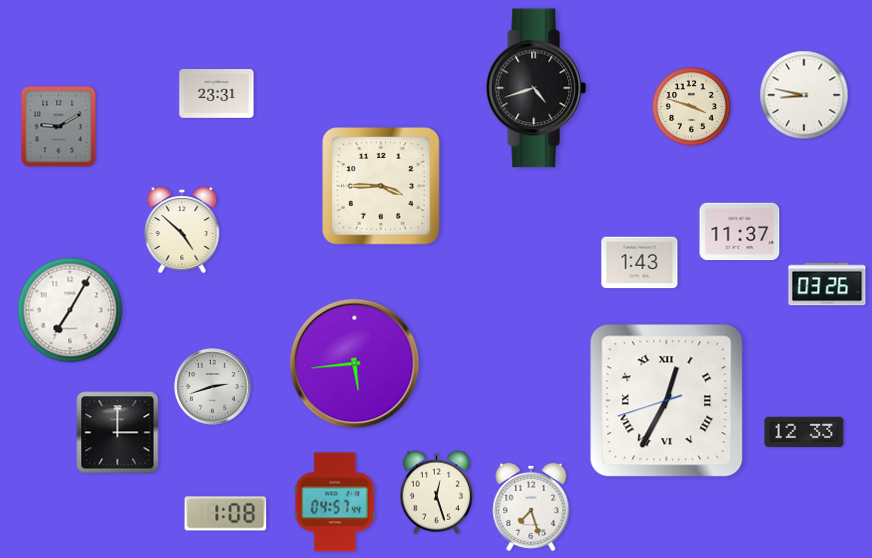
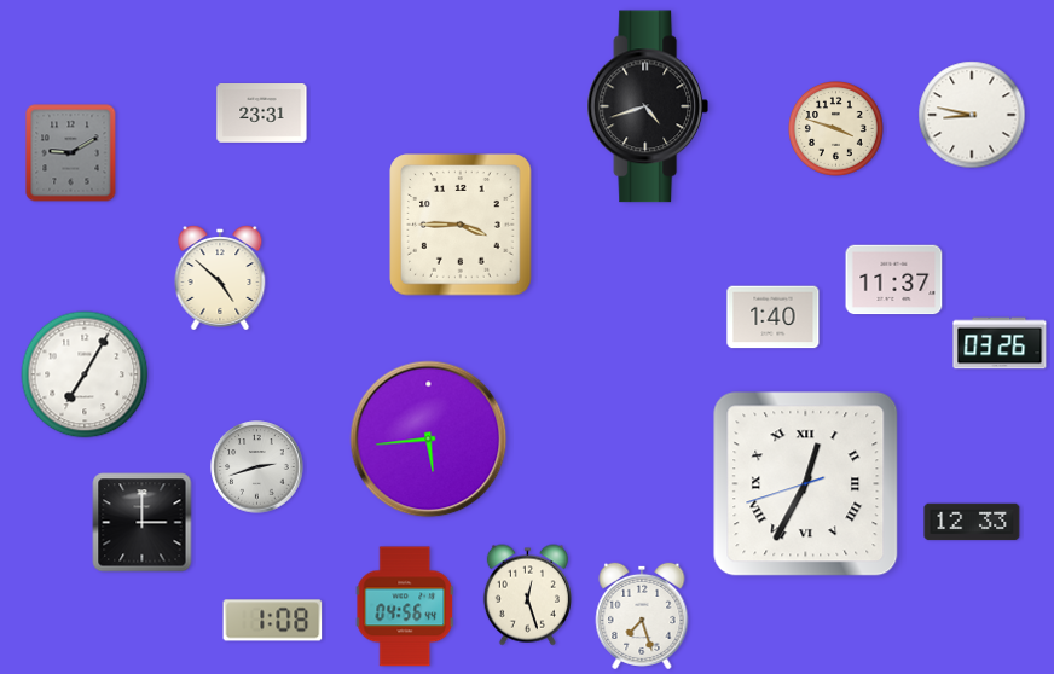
clock at (640, 263): 1:43 -> 1:40
clock at (335, 502): 04:57 -> 04:56
clock at (531, 507) position: (531, 507) -> (642, 616)
